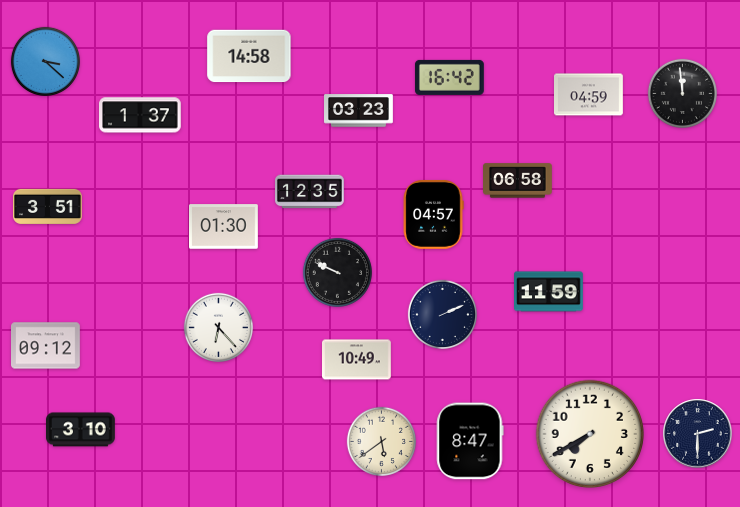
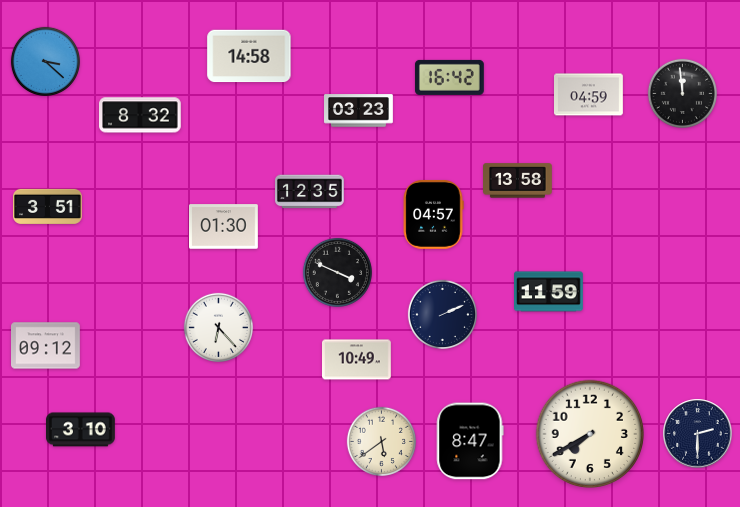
clock at (140, 115): 1:37 -> 8:32
clock at (518, 181): 06:58 -> 13:58
clock at (337, 272): 9:49 -> 3:49
